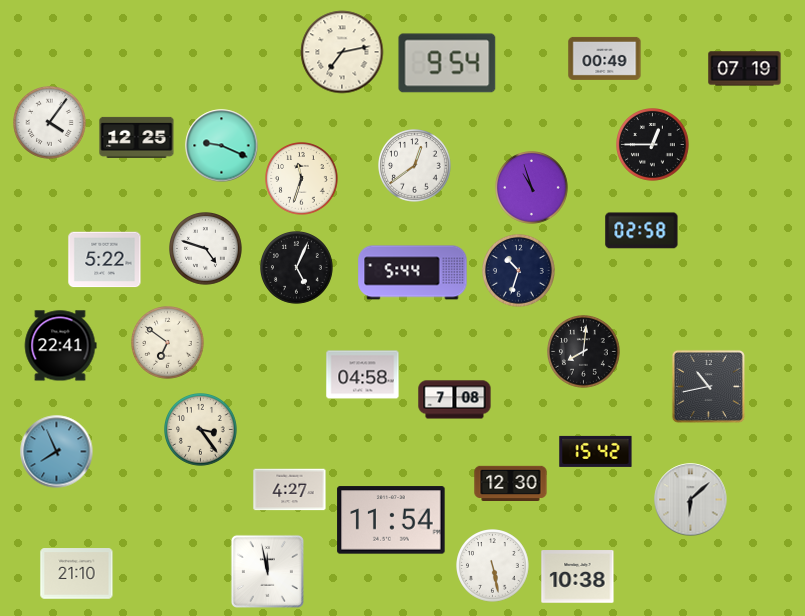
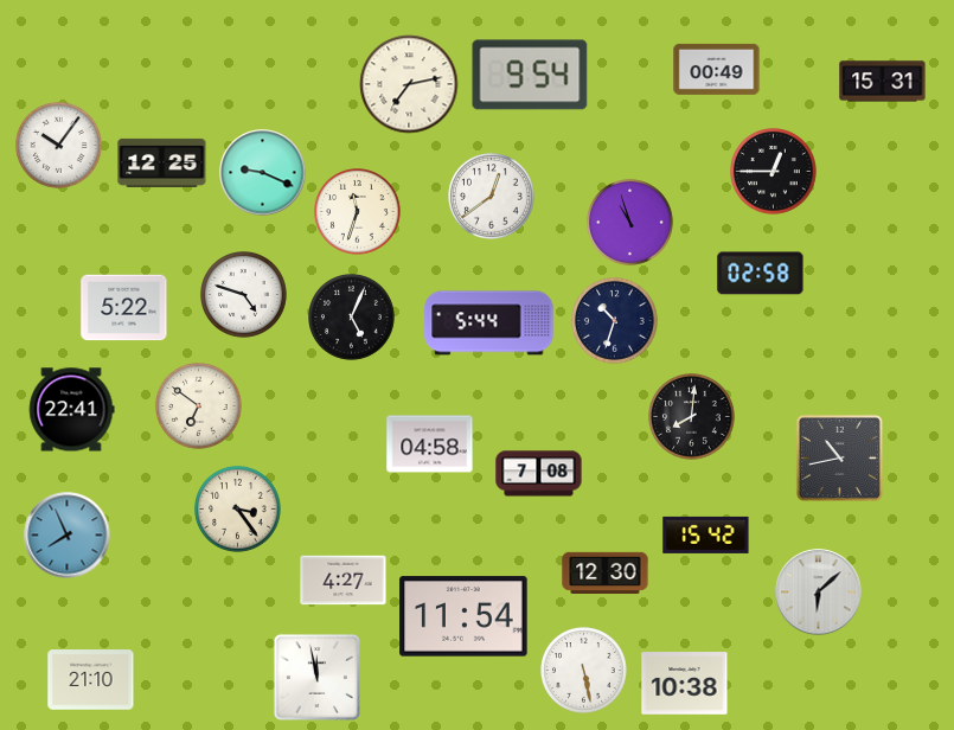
clock at (342, 52) position: (342, 52) -> (409, 84)
clock at (745, 69): 07:19 -> 15:31
clock at (50, 123): 4:06 -> 10:06
